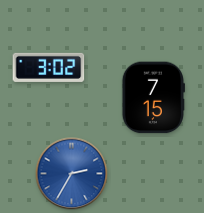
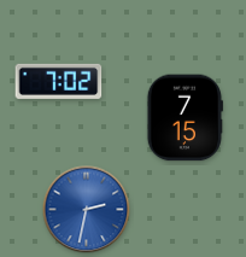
clock at (49, 67): 3:02 -> 7:02
clock at (72, 174): 2:35 -> 2:32
